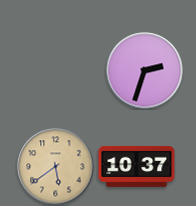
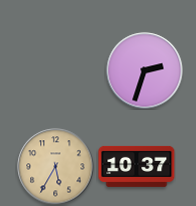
clock at (56, 167): 5:39 -> 5:35
